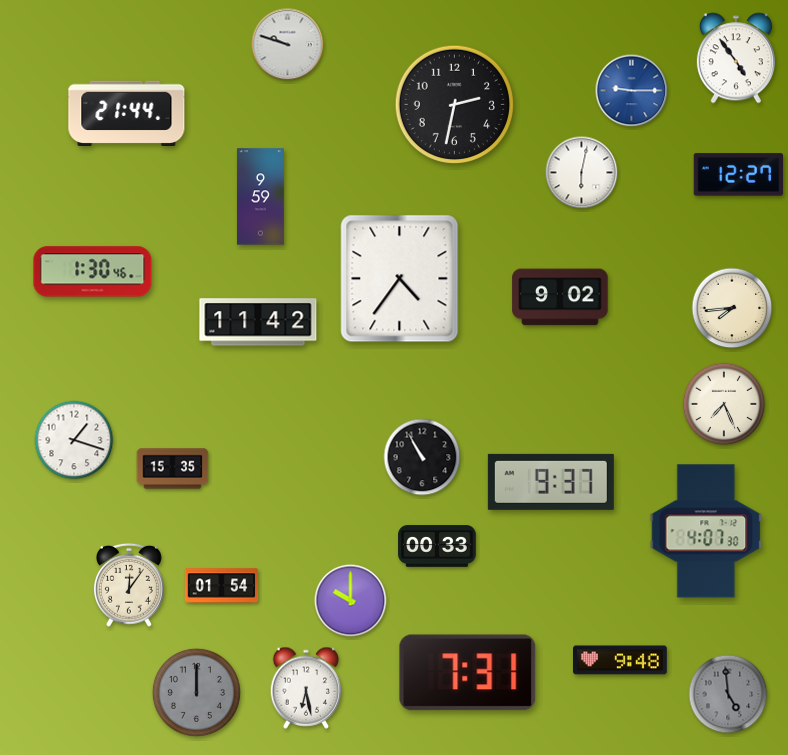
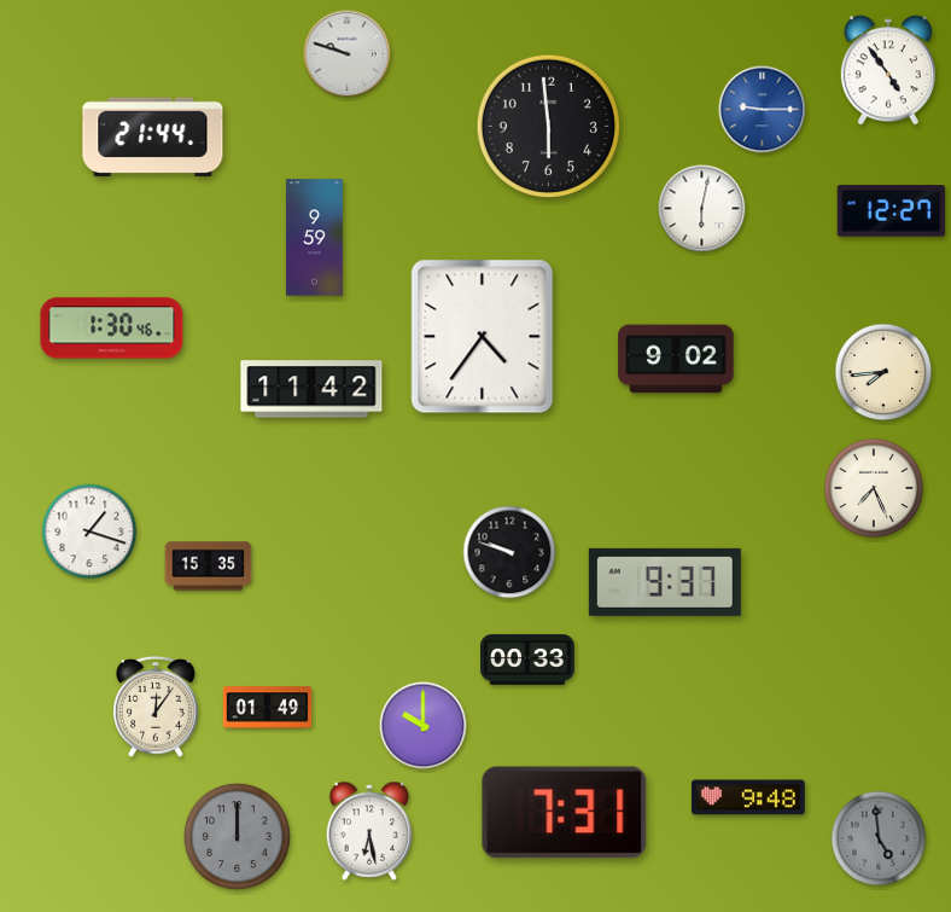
clock at (454, 104): 2:32 -> 5:59
clock at (422, 457): 10:55 -> 9:48
clock at (706, 531): 4:07 -> none
clock at (222, 586): 01:54 -> 01:49
